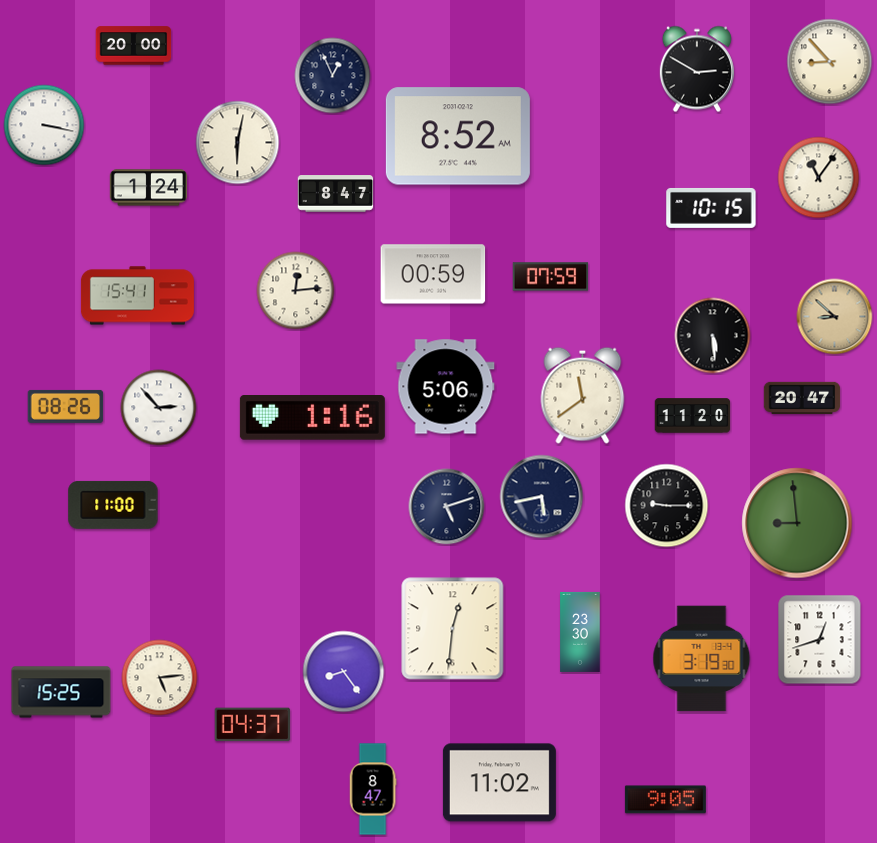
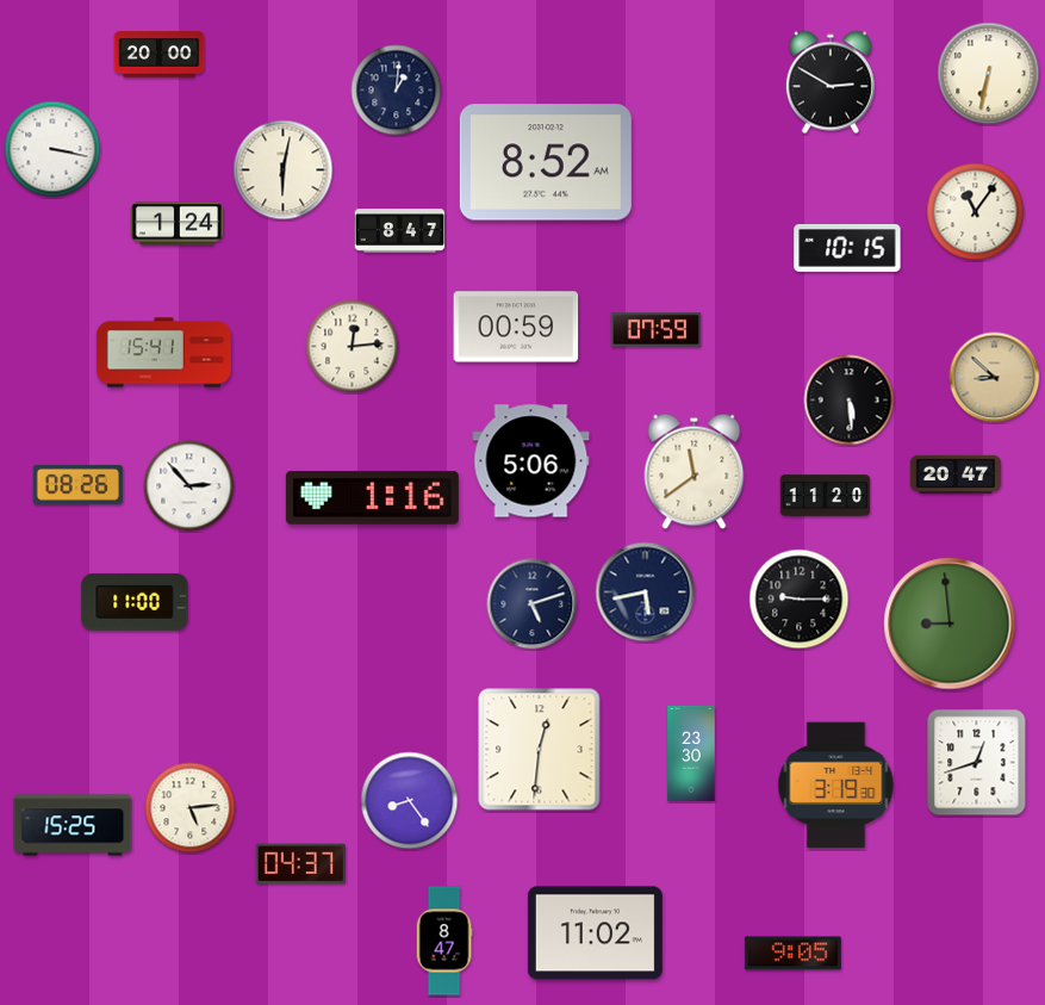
clock at (830, 62): 8:53 -> 6:32
clock at (333, 76): 12:56 -> 1:01
clock at (667, 506) position: (667, 506) -> (800, 600)
